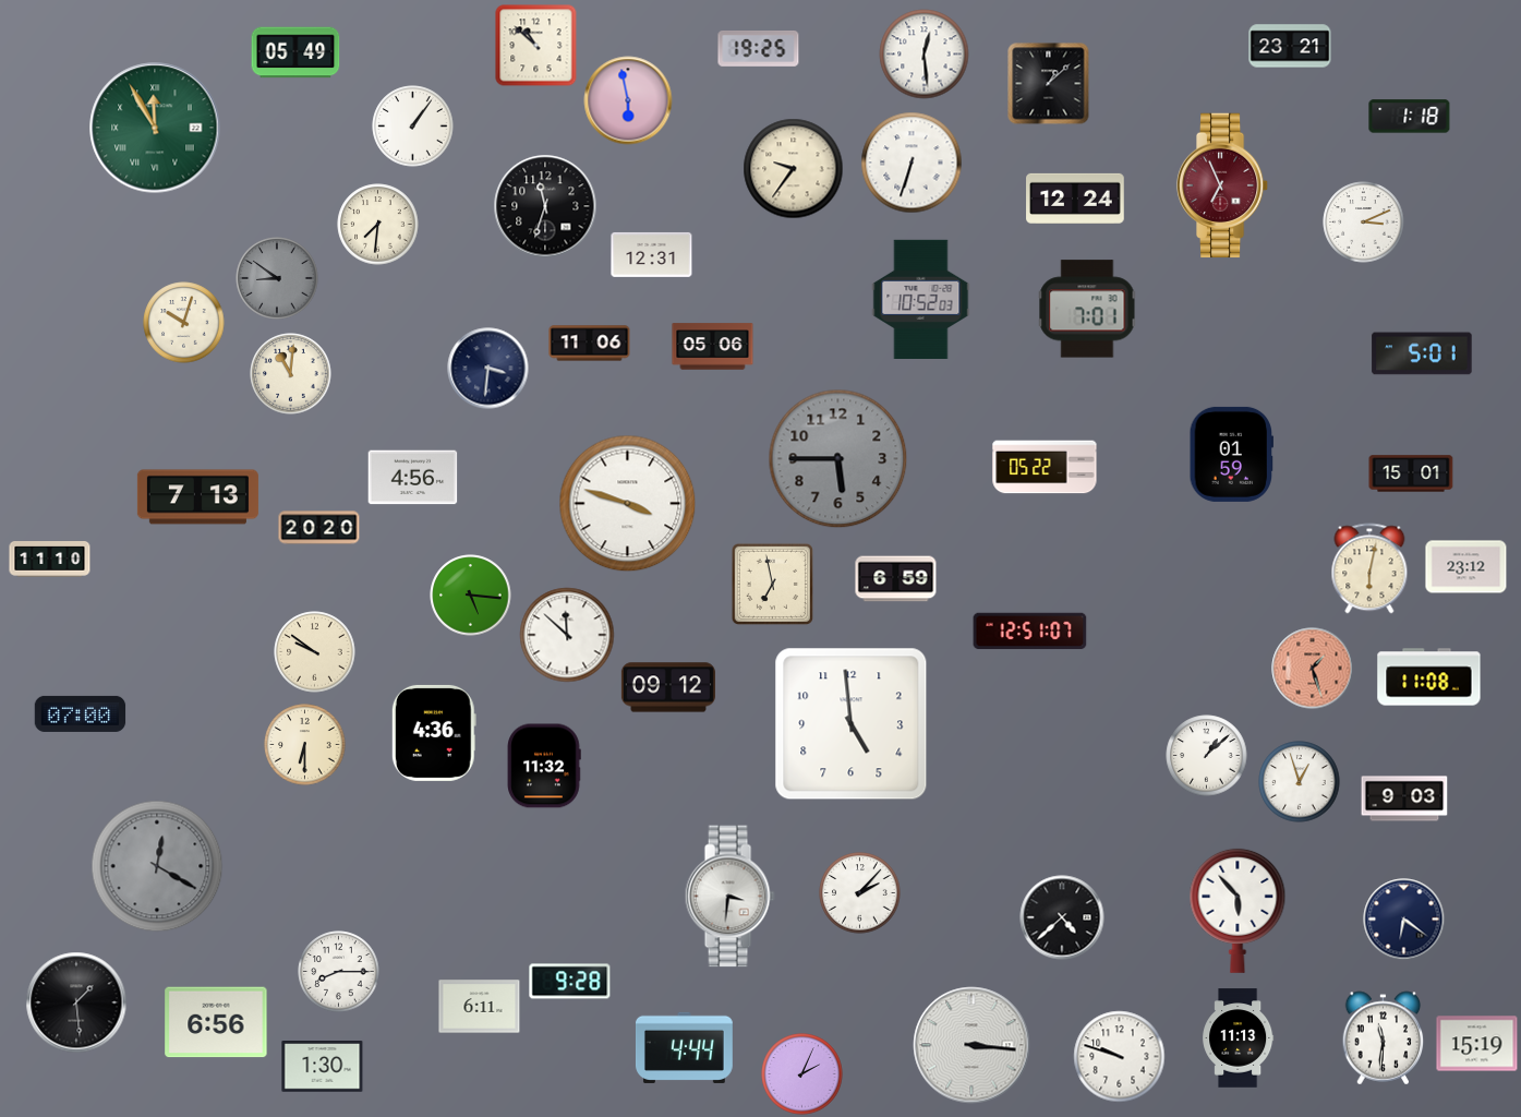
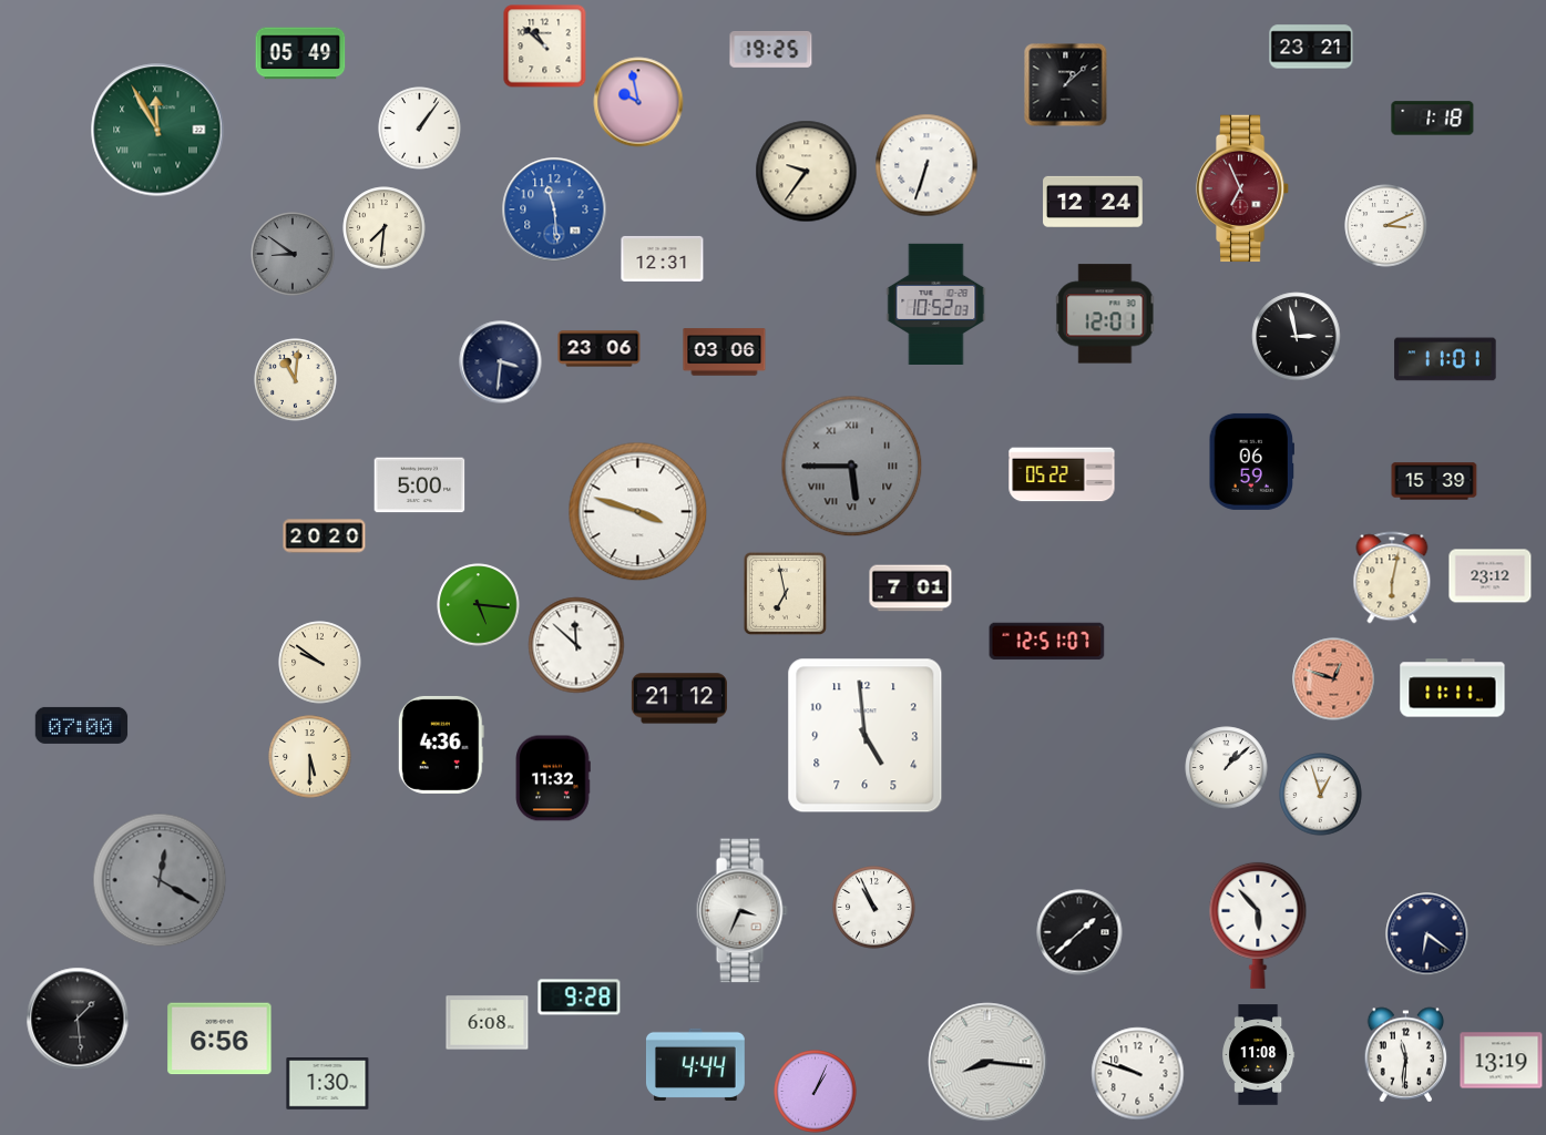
clock at (925, 55): 12:29 -> none
clock at (628, 100): 5:58 -> 9:58
clock at (545, 206): 11:33 -> 11:29
clock at (545, 206) dial: black -> blue
clock at (277, 278) position: (277, 278) -> (293, 254)
clock at (1087, 309): 7:01 -> 12:01
clock at (184, 323): 10:03 -> none
clock at (1297, 337): none -> 2:58
clock at (590, 344): 11:06 -> 23:06
clock at (713, 347): 05:06 -> 03:06
clock at (1422, 353): 5:01 -> 11:01
clock at (488, 369) position: (488, 369) -> (501, 362)
clock at (1231, 454): 01:59 -> 06:59
clock at (838, 459) numerals: Arabic -> Roman
clock at (1411, 473): 15:01 -> 15:39
clock at (413, 478): 4:56 -> 5:00
clock at (197, 497): 7:13 -> none
clock at (50, 560): 11:10 -> none
clock at (896, 579): 6:59 -> 7:01
clock at (1313, 669): 1:27 -> 12:48
clock at (1429, 677): 11:08 -> 11:11
clock at (668, 687): 09:12 -> 21:12
clock at (305, 745): 6:30 -> 5:30
clock at (1404, 798): 9:03 -> none
clock at (860, 893): 2:07 -> 10:56
clock at (729, 897): 3:31 -> 3:34
clock at (1062, 917): 4:38 -> 1:38
clock at (339, 972): 8:15 -> none
clock at (480, 1007): 6:11 -> 6:08
clock at (1239, 1038): 11:13 -> 11:08
clock at (1477, 1044): 15:19 -> 13:19
clock at (971, 1045): 3:16 -> 8:16
clock at (802, 1074): 2:04 -> 1:04
